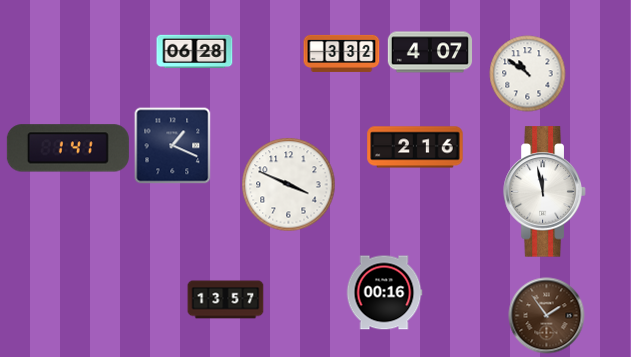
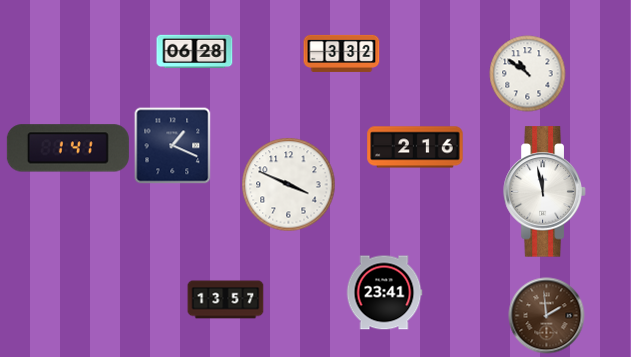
clock at (430, 52): 4:07 -> none
clock at (384, 293): 00:16 -> 23:41
clock at (547, 316): 1:54 -> 1:59
